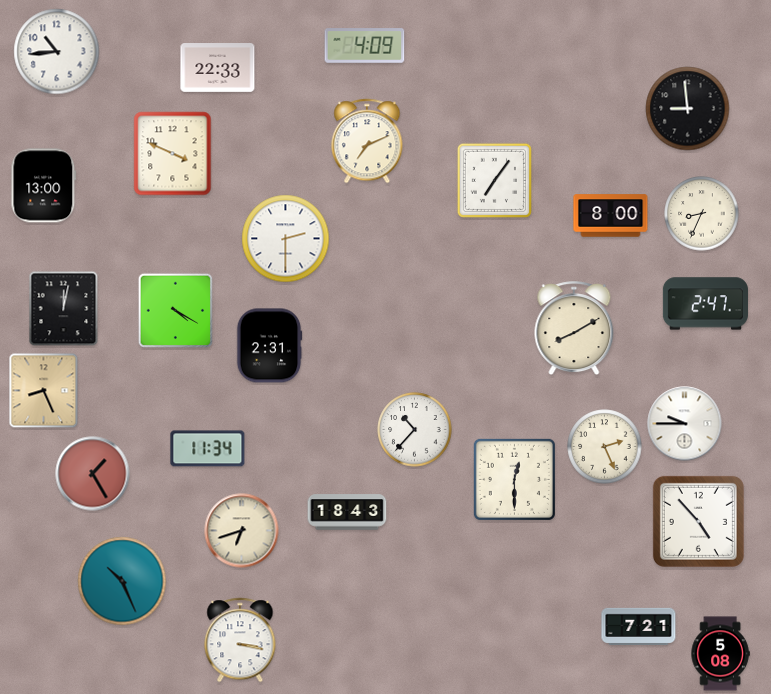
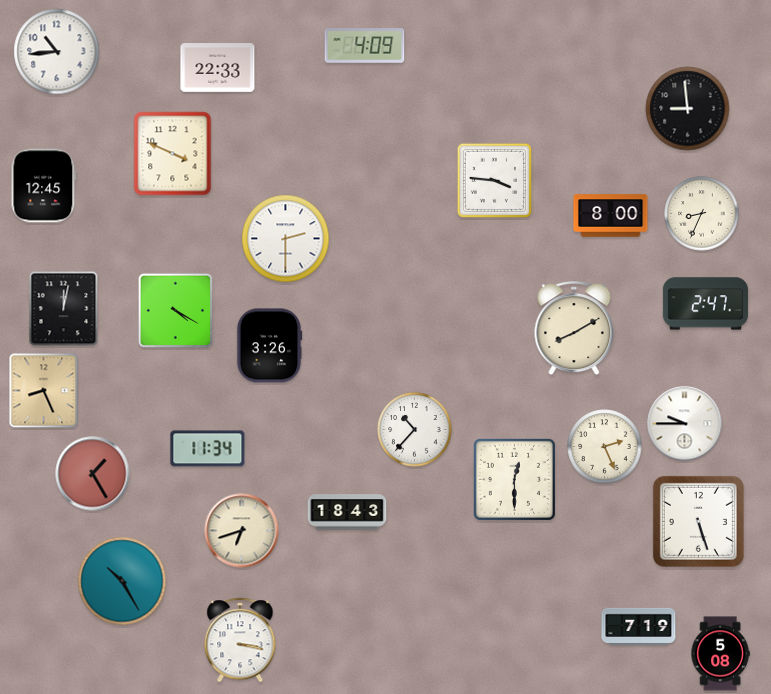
clock at (367, 141): 7:11 -> none
clock at (494, 180): 7:06 -> 3:46
clock at (44, 186): 13:00 -> 12:45
clock at (269, 346): 2:31 -> 3:26
clock at (698, 521): 4:53 -> 5:27
clock at (122, 581): 10:26 -> 10:25
clock at (639, 626): 7:21 -> 7:19
